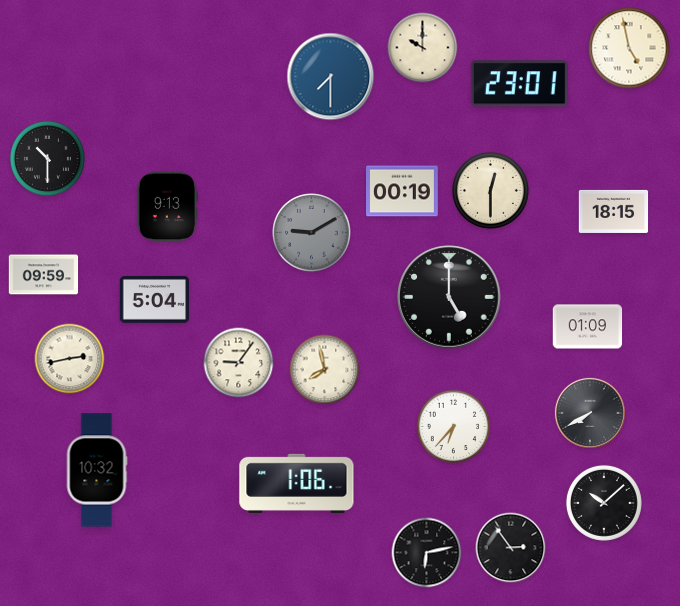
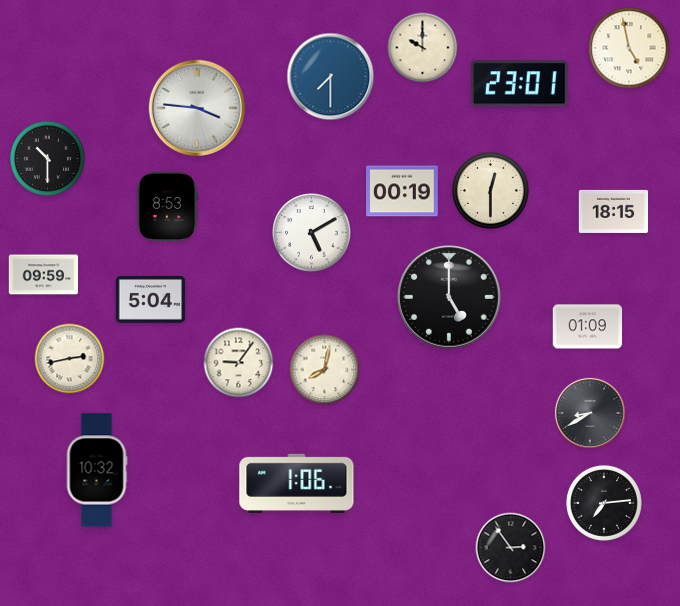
clock at (196, 107): none -> 3:46
clock at (167, 207): 9:13 -> 8:53
clock at (312, 233): 9:10 -> 5:10
clock at (312, 233) dial: grey -> white
clock at (155, 299) position: (155, 299) -> (151, 299)
clock at (325, 370): 7:58 -> 8:02
clock at (590, 413): 7:40 -> 8:40
clock at (454, 427): 6:37 -> none
clock at (604, 503): 10:08 -> 7:14
clock at (427, 553): 6:13 -> none
